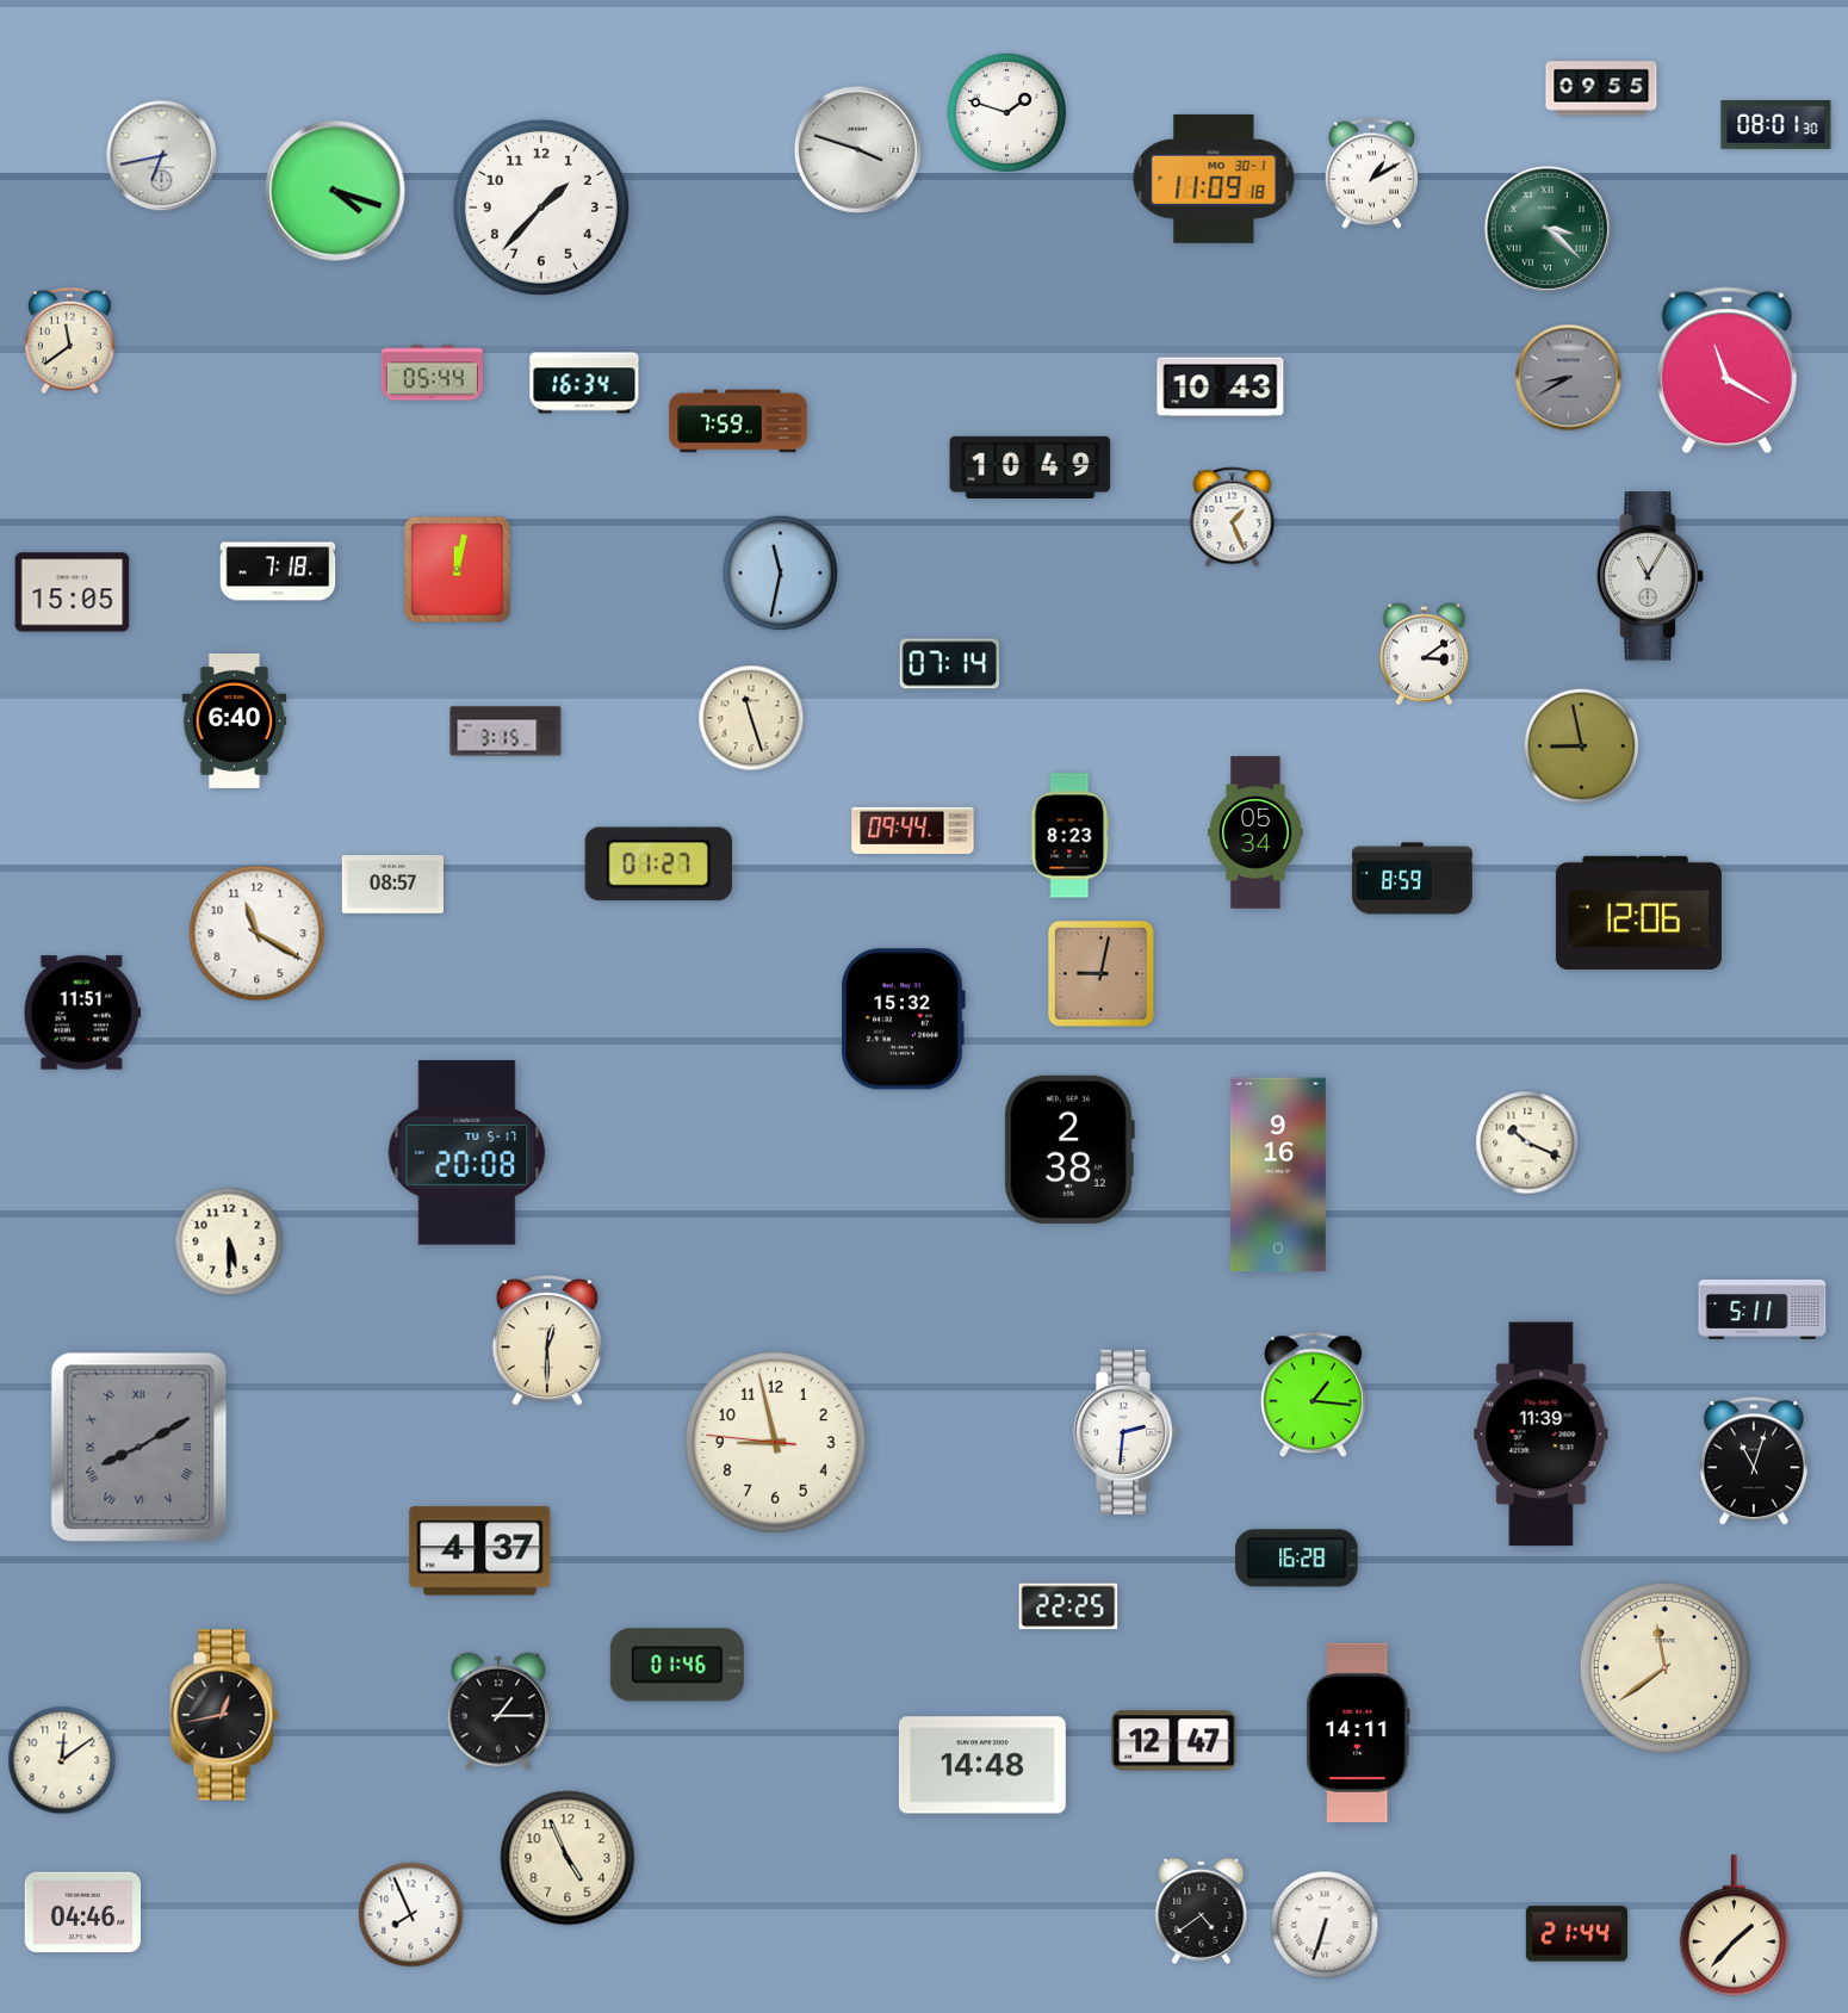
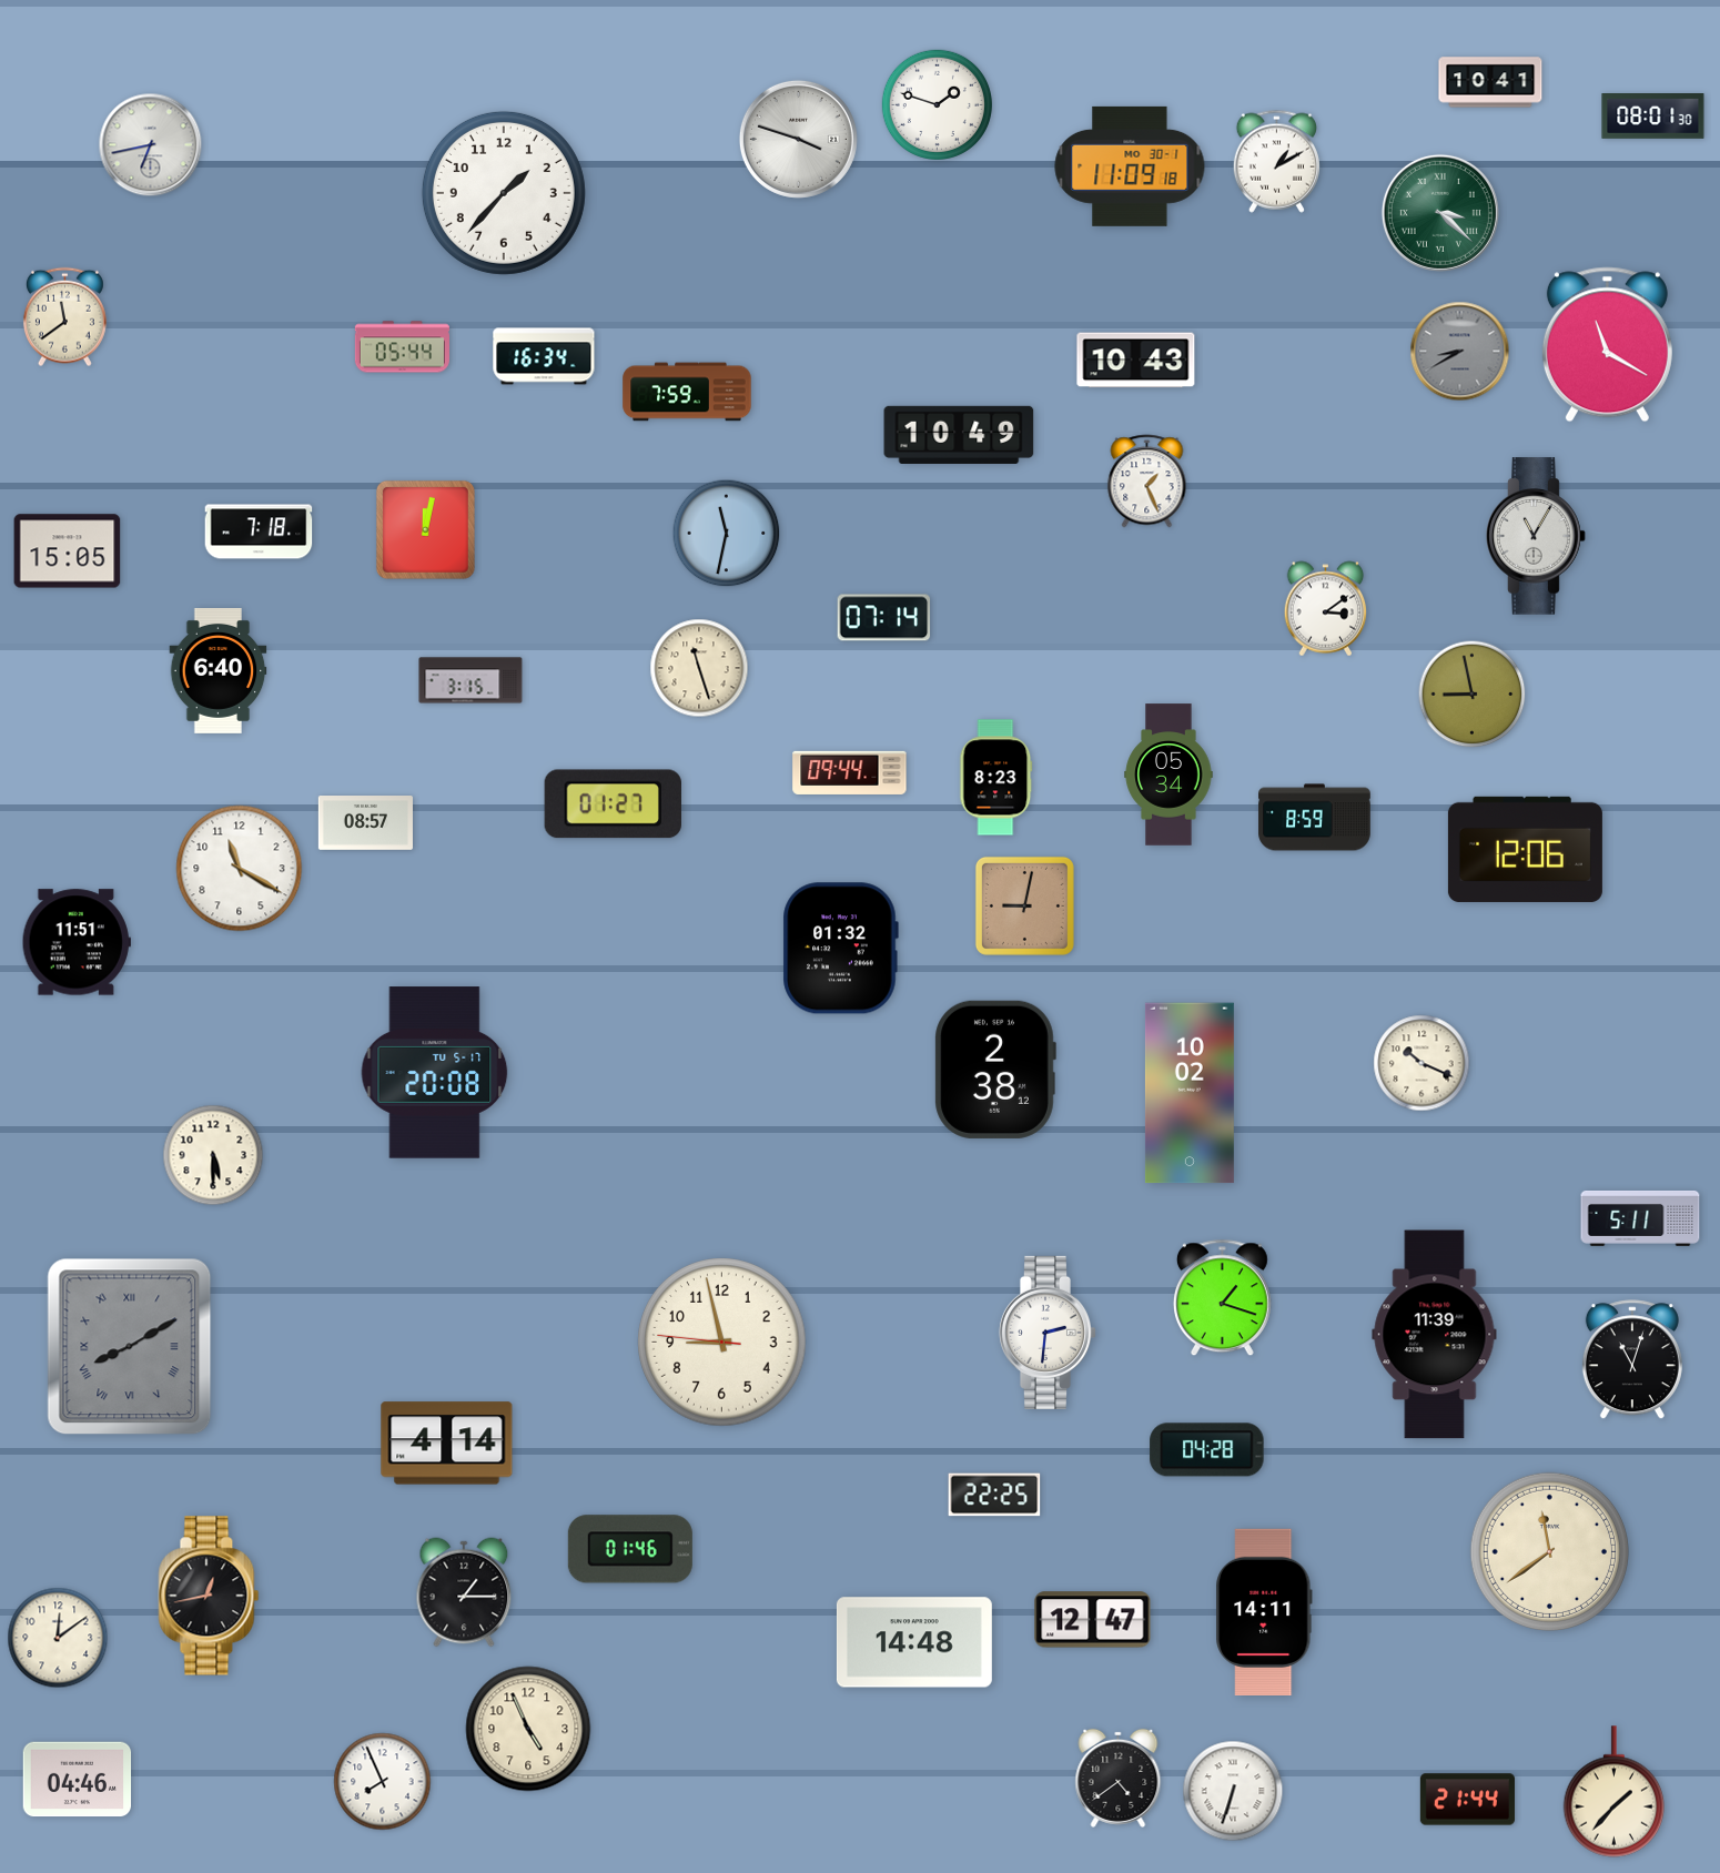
clock at (1601, 88): 09:55 -> 10:41
clock at (335, 191): 4:18 -> none
clock at (903, 1020): 15:32 -> 01:32
clock at (1278, 1175): 9:16 -> 10:02
clock at (547, 1340): 12:30 -> none
clock at (1313, 1395): 1:16 -> 1:18
clock at (480, 1551): 4:37 -> 4:14
clock at (1297, 1559): 16:28 -> 04:28
